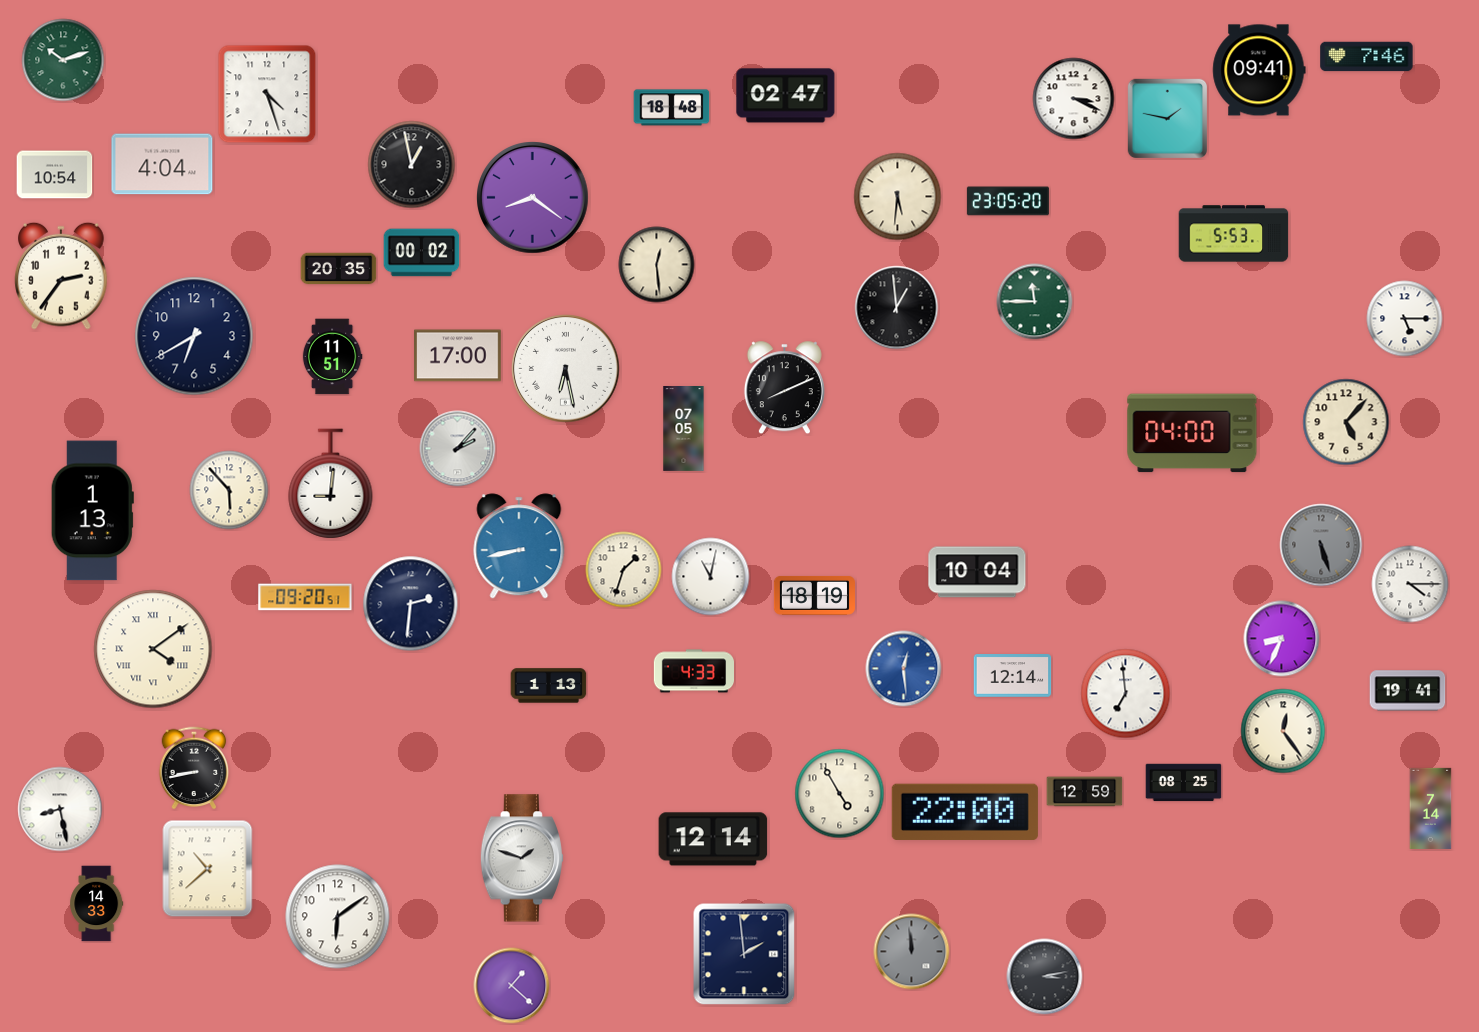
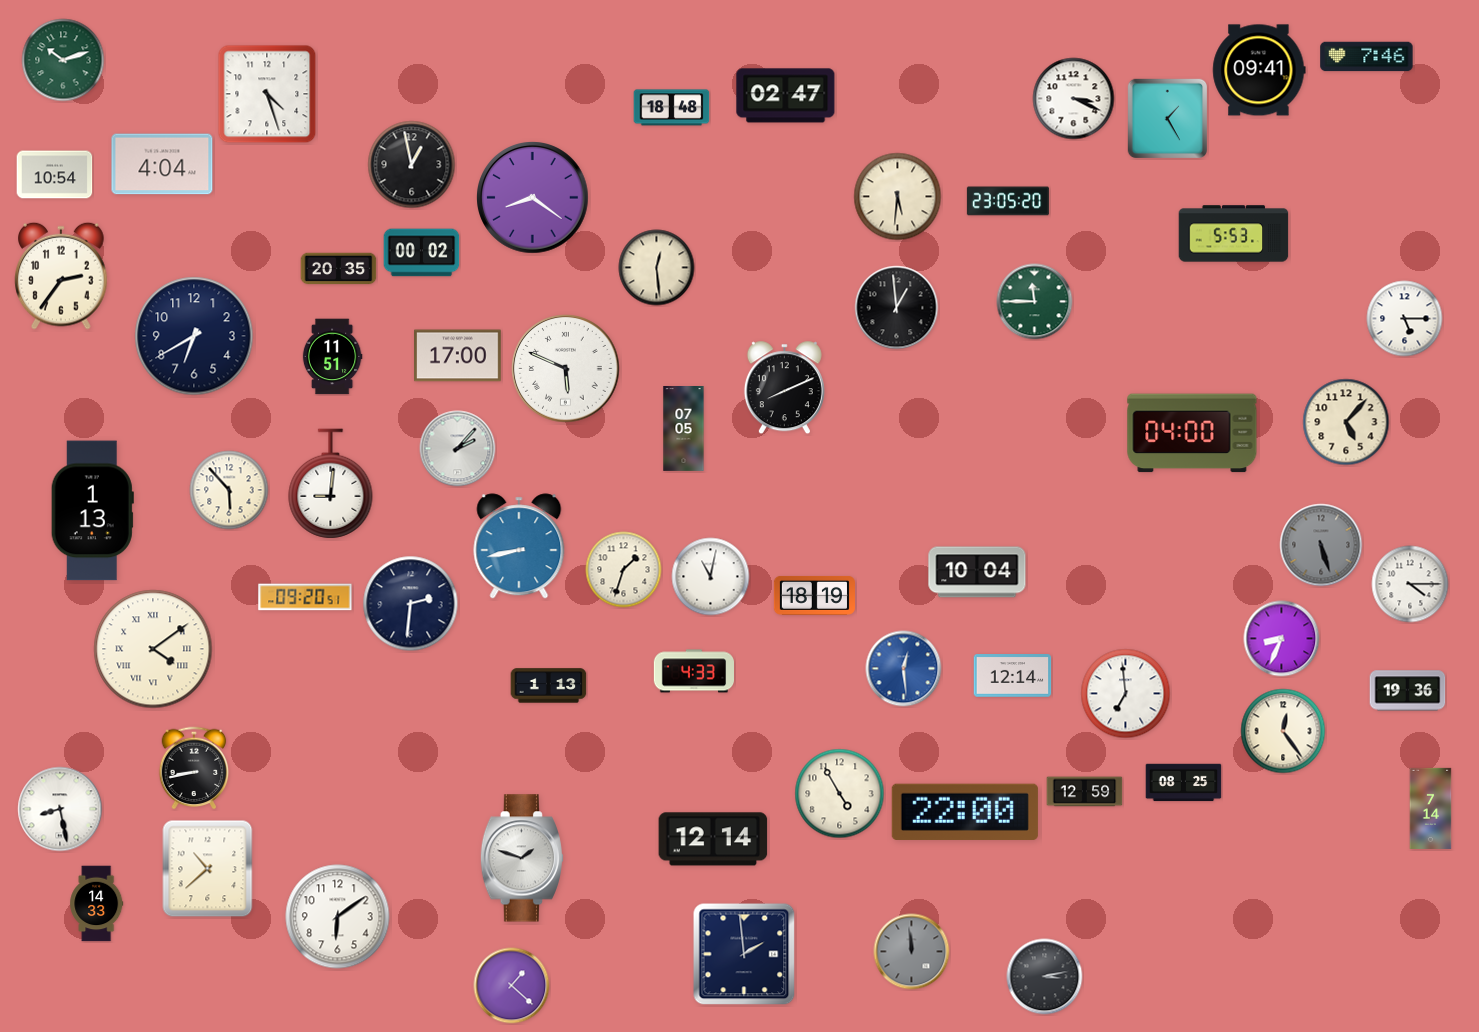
clock at (1167, 118): 1:47 -> 1:25
clock at (657, 265) position: (657, 265) -> (657, 268)
clock at (566, 369): 6:28 -> 5:49
clock at (1408, 691): 19:41 -> 19:36
